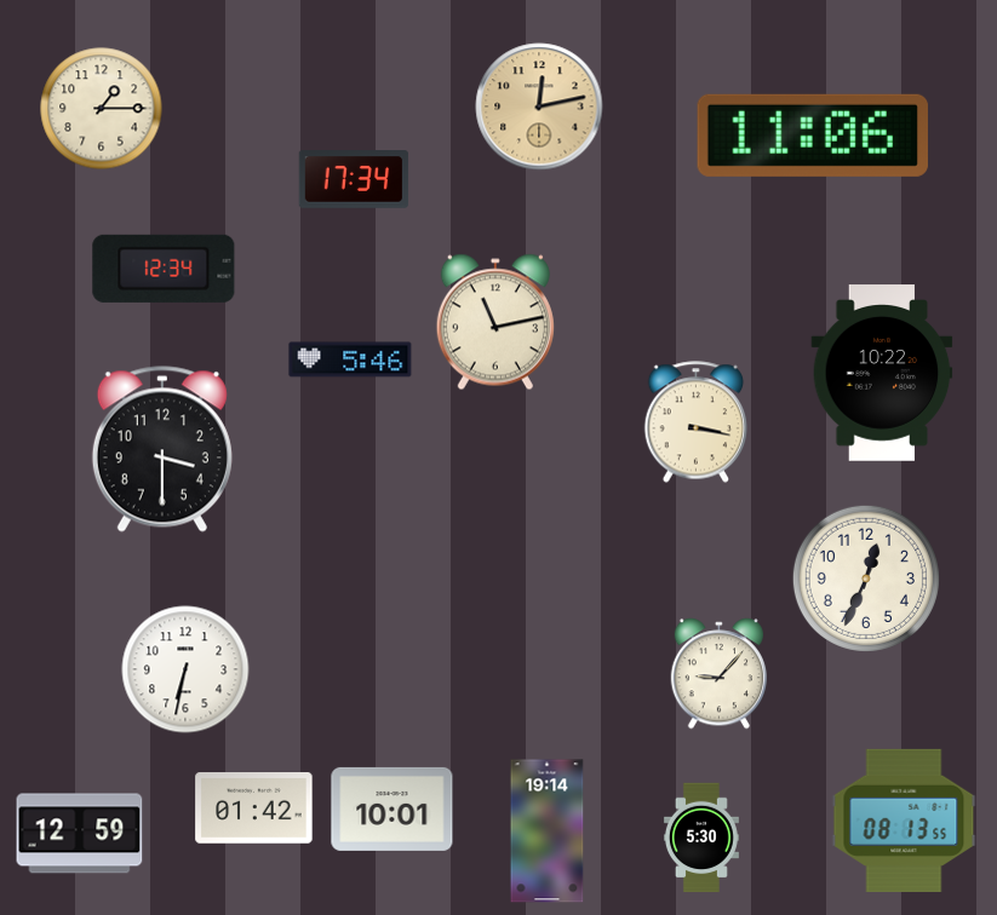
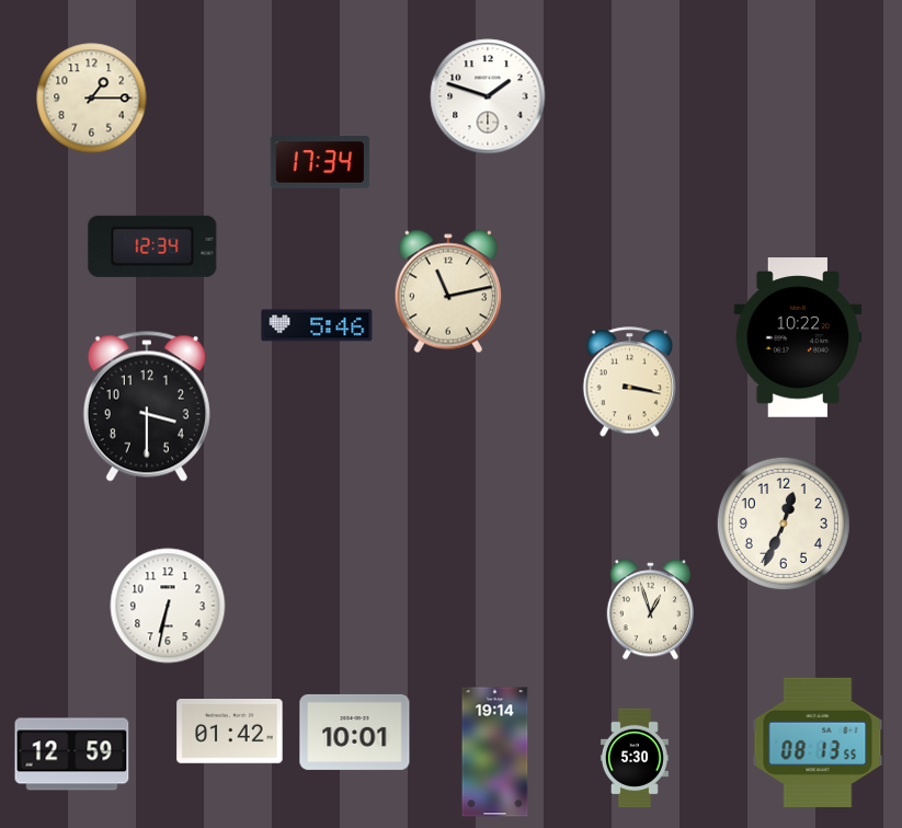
clock at (539, 107): 12:13 -> 1:48
clock at (539, 107) dial: champagne -> white
clock at (813, 136): 11:06 -> none
clock at (164, 269) position: (164, 269) -> (152, 246)
clock at (718, 674): 9:07 -> 12:57
